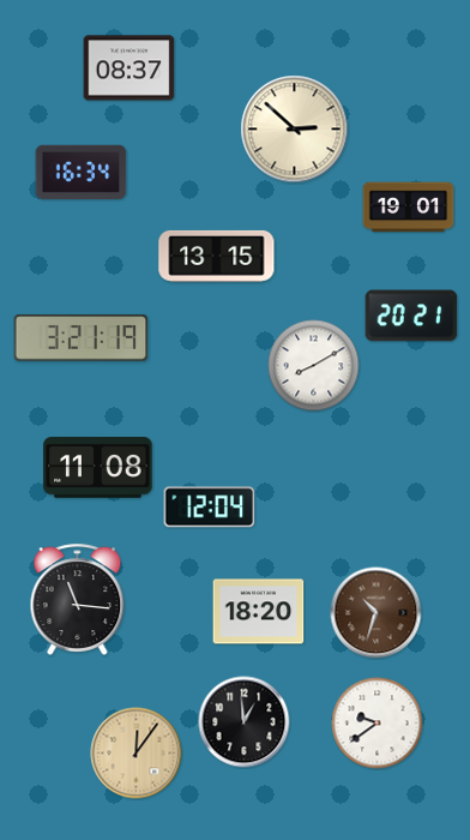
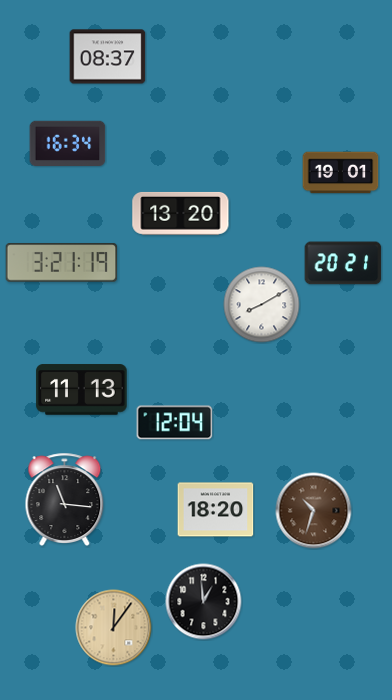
clock at (295, 130): 2:52 -> none
clock at (217, 256): 13:15 -> 13:20
clock at (82, 338) position: (82, 338) -> (62, 263)
clock at (98, 468): 11:08 -> 11:13
clock at (378, 724): 9:39 -> none
